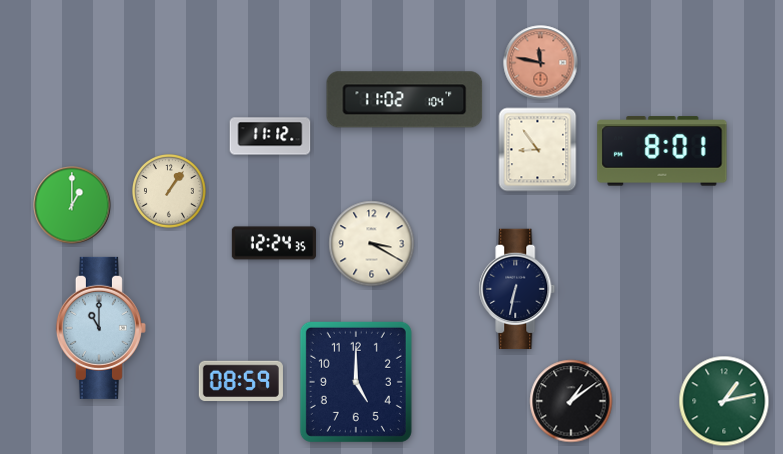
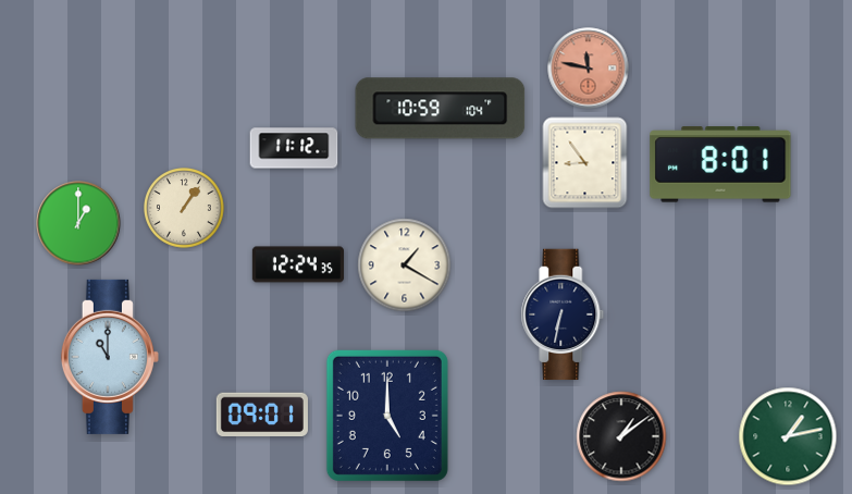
clock at (405, 100): 11:02 -> 10:59
clock at (372, 244): 3:20 -> 1:20
clock at (241, 381): 08:59 -> 09:01
